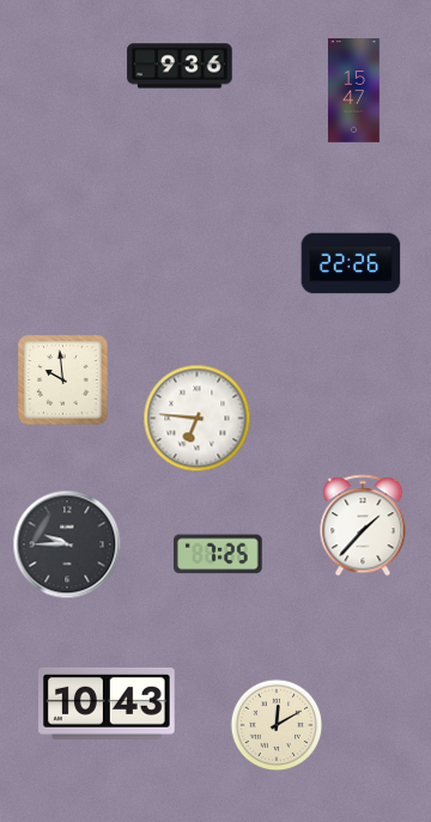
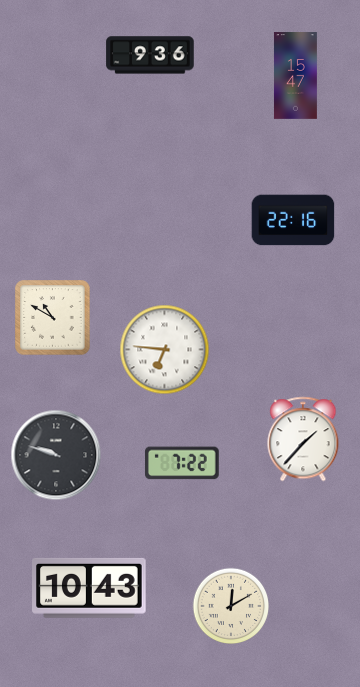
clock at (351, 263): 22:26 -> 22:16
clock at (63, 380): 9:59 -> 10:50
clock at (67, 544): 9:45 -> 9:48
clock at (218, 554): 7:25 -> 7:22
